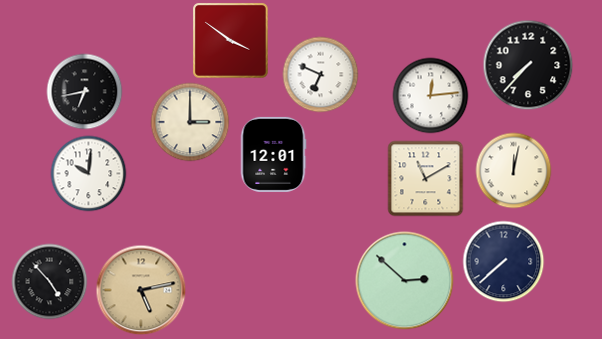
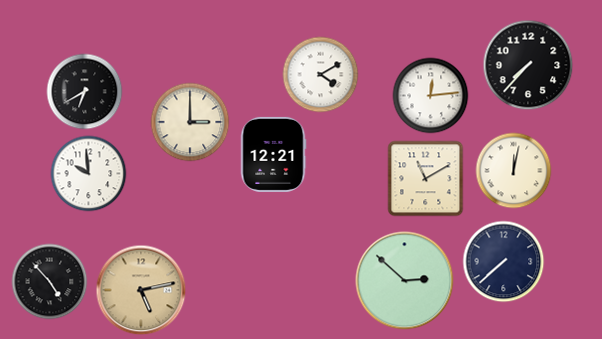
clock at (231, 41): 3:51 -> none
clock at (321, 75): 6:49 -> 4:10
clock at (85, 92): 6:43 -> 6:40
clock at (273, 154): 12:01 -> 12:21
clock at (89, 174): 10:01 -> 9:59
